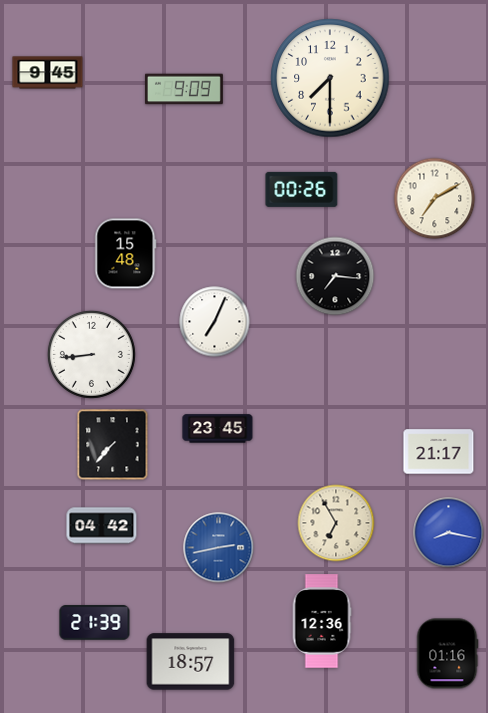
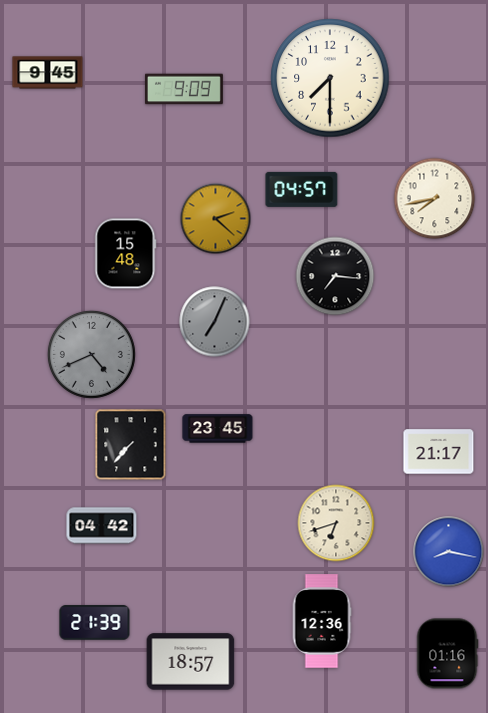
clock at (302, 189): 00:26 -> 04:57
clock at (435, 199): 7:10 -> 7:43
clock at (216, 219): none -> 2:22
clock at (215, 322) dial: white -> grey
clock at (91, 354): 8:44 -> 4:41
clock at (91, 354) dial: white -> grey
clock at (113, 445) position: (113, 445) -> (131, 445)
clock at (336, 523): 6:55 -> 6:42
clock at (449, 533) position: (449, 533) -> (449, 552)
clock at (219, 548): 2:43 -> none
